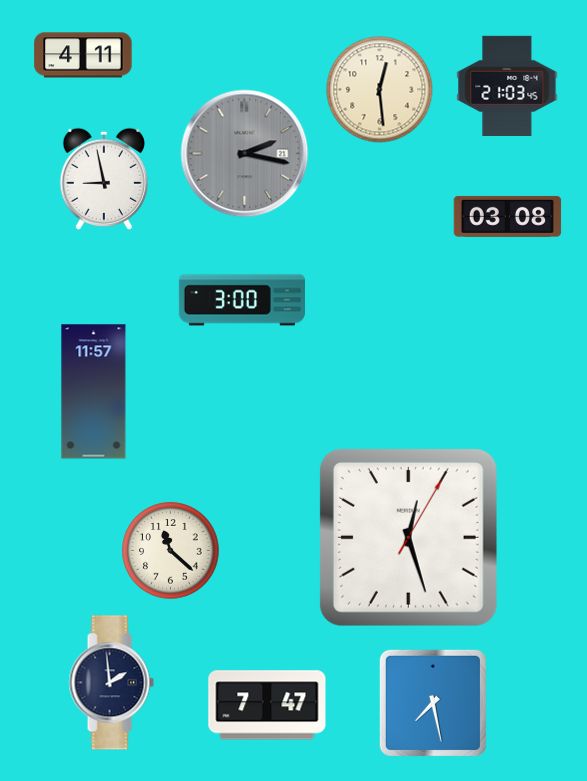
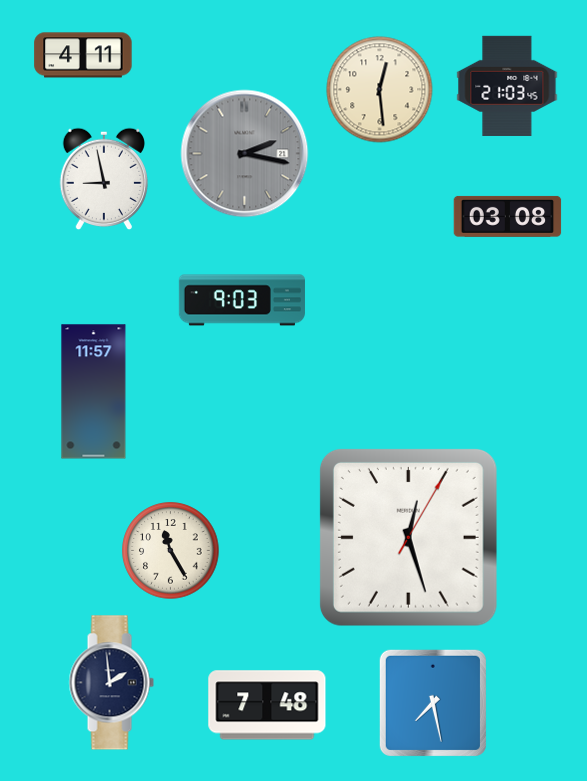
clock at (242, 300): 3:00 -> 9:03
clock at (171, 551): 11:22 -> 11:25
clock at (267, 705): 7:47 -> 7:48
